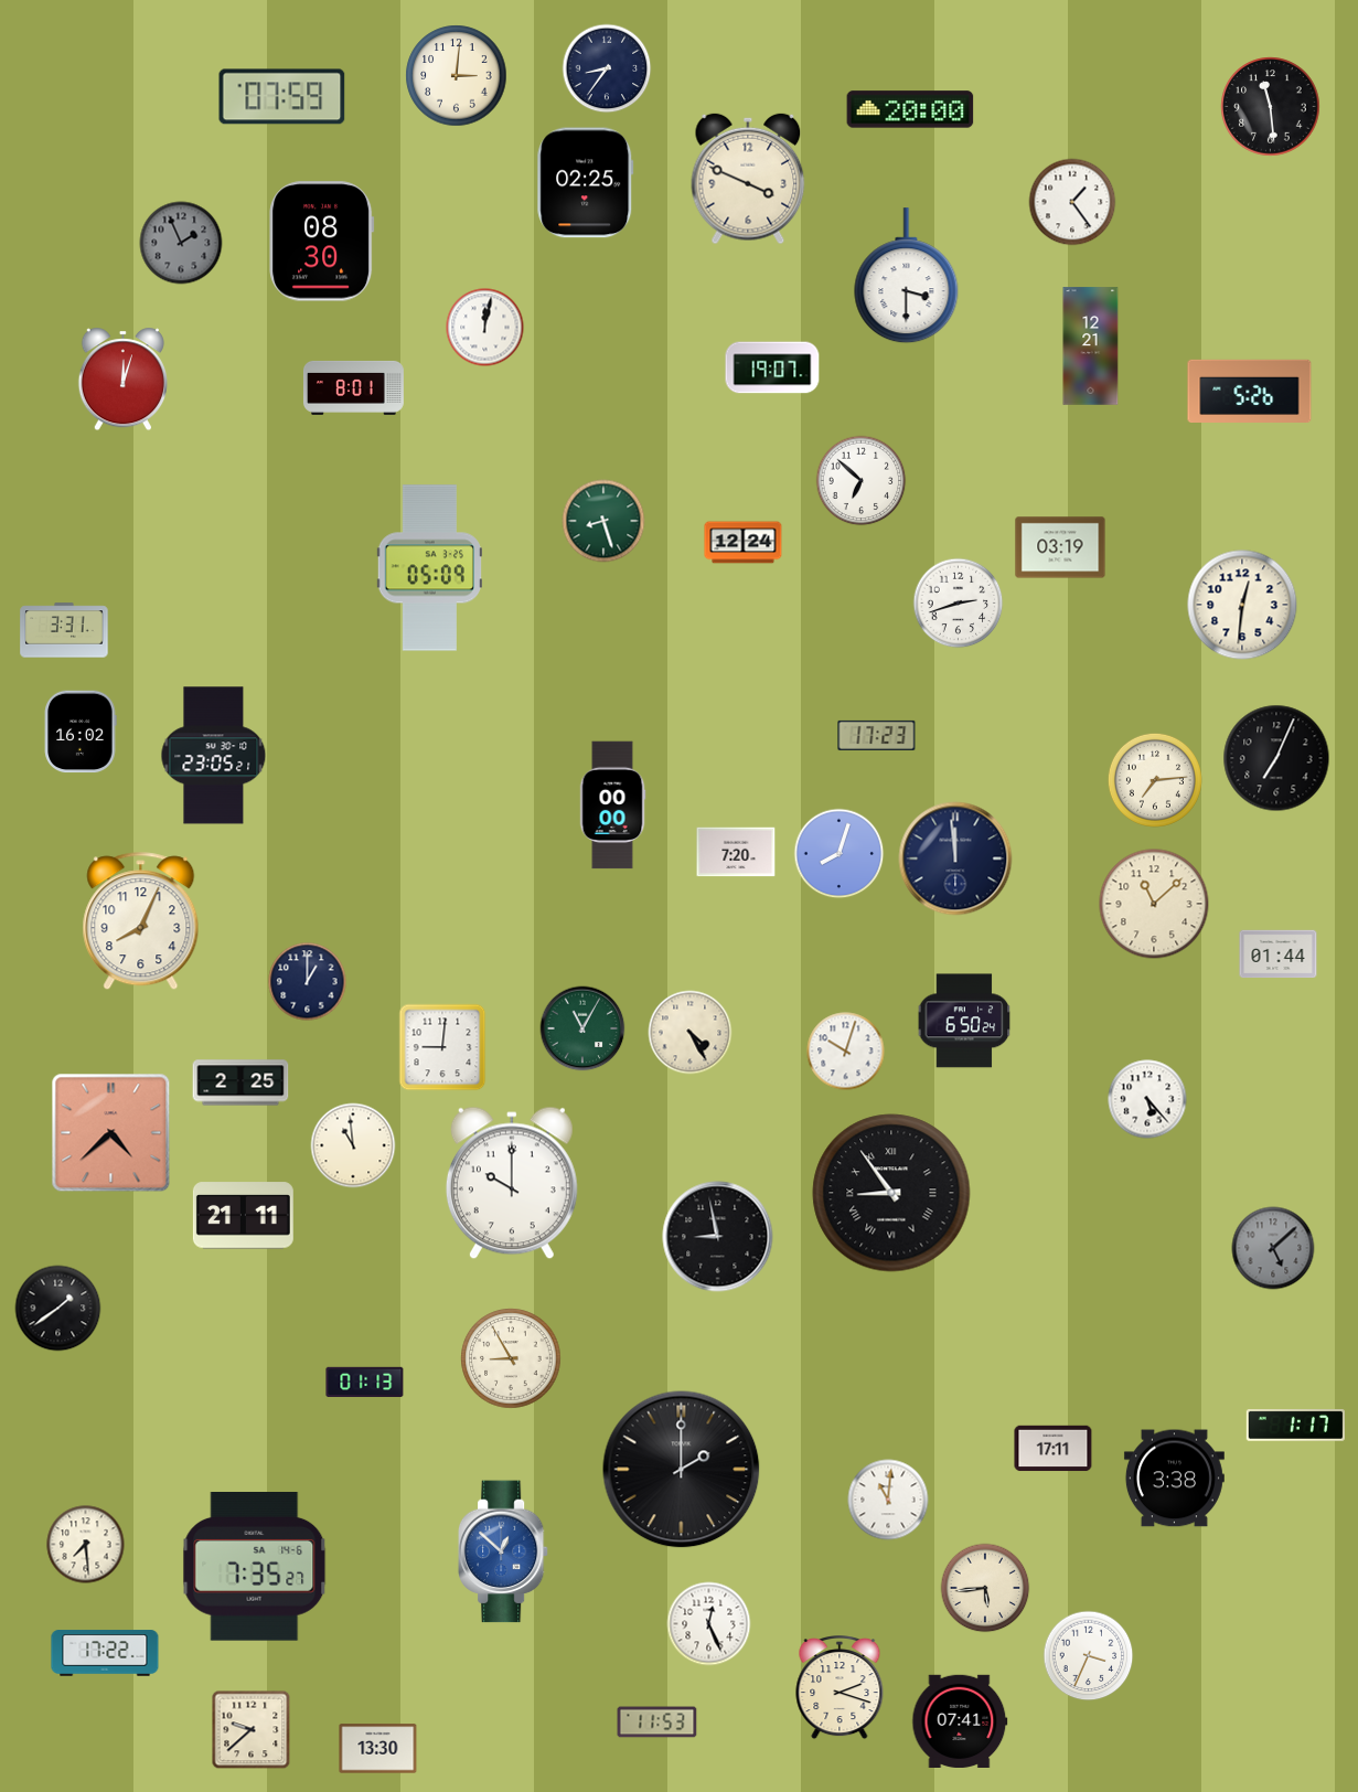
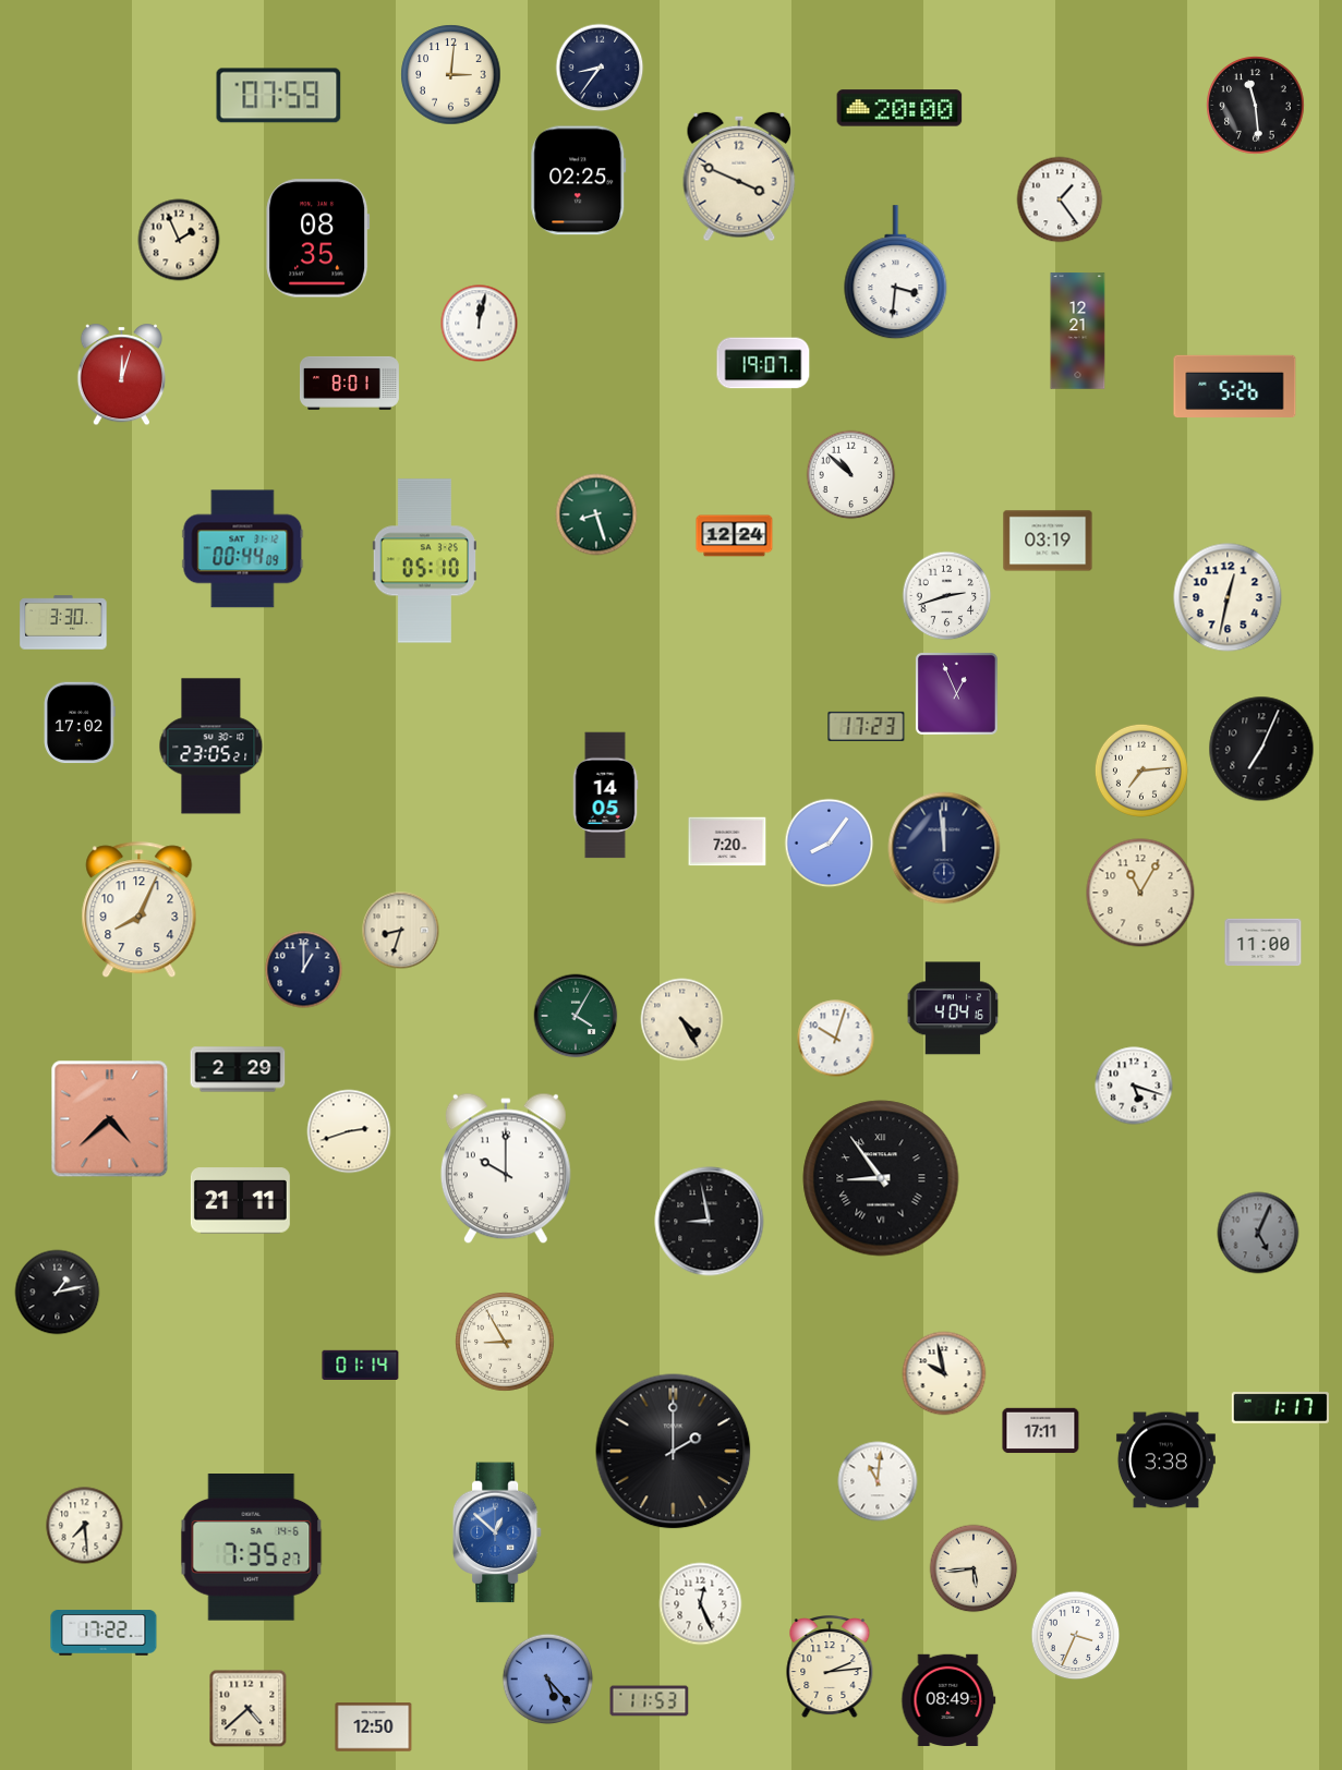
clock at (322, 242): 08:30 -> 08:35
clock at (181, 243) dial: grey -> cream
clock at (907, 276): 3:30 -> 3:31
clock at (1091, 346) position: (1091, 346) -> (1078, 331)
clock at (862, 481): 6:52 -> 10:52
clock at (243, 549): none -> 00:44
clock at (429, 568): 05:09 -> 05:10
clock at (1242, 605): 12:31 -> 12:32
clock at (64, 630): 3:31 -> 3:30
clock at (956, 693): none -> 12:56
clock at (81, 732): 16:02 -> 17:02
clock at (612, 806): 00:00 -> 14:05
clock at (840, 854): 8:03 -> 8:06
clock at (1154, 904): 11:08 -> 11:05
clock at (401, 931): none -> 8:33
clock at (1279, 954): 01:44 -> 11:00
clock at (964, 1021): 6:50 -> 4:04
clock at (582, 1028): 11:05 -> 4:05
clock at (442, 1047): 9:01 -> none
clock at (240, 1082): 2:25 -> 2:29
clock at (1147, 1099): 5:23 -> 5:18
clock at (353, 1145): 10:59 -> 2:42
clock at (1273, 1248): 5:08 -> 5:04
clock at (58, 1309): 1:39 -> 1:13
clock at (365, 1382): 01:13 -> 01:14
clock at (944, 1373): none -> 9:58
clock at (1174, 1479) position: (1174, 1479) -> (1165, 1460)
clock at (840, 1688): 2:18 -> 2:14
clock at (548, 1680): none -> 5:23
clock at (960, 1720): 07:41 -> 08:49
clock at (252, 1730): 9:38 -> 4:38
clock at (378, 1749): 13:30 -> 12:50
